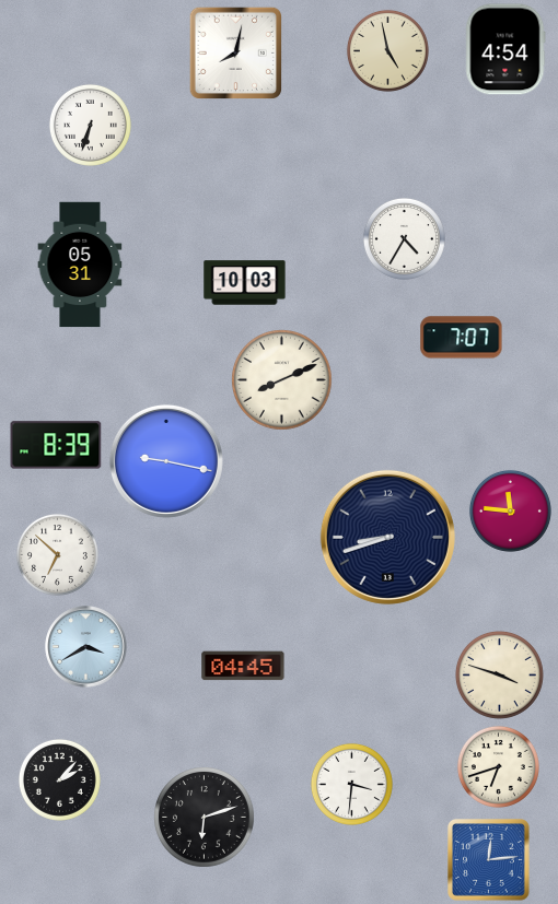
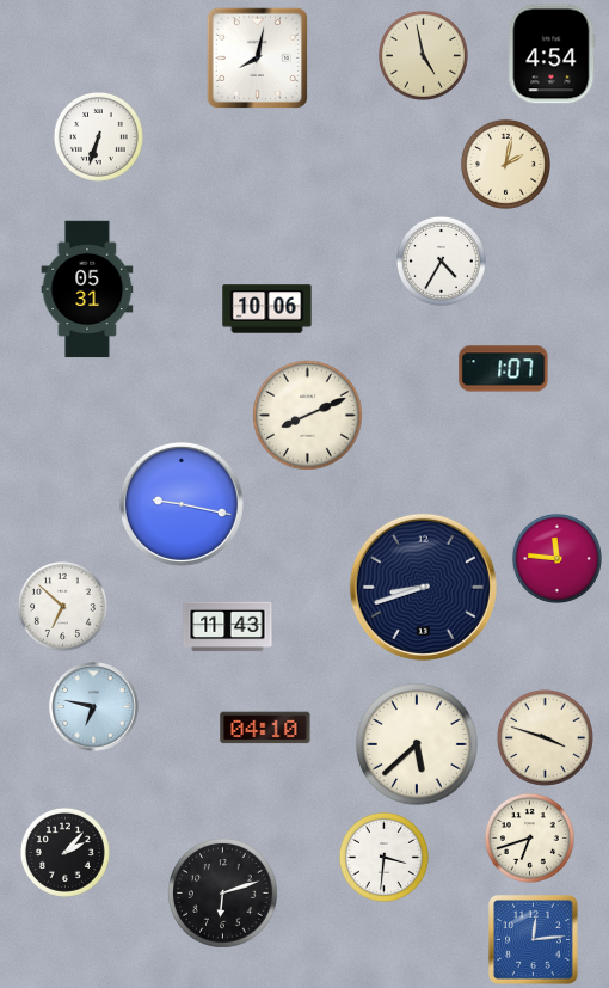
clock at (505, 164): none -> 2:02
clock at (245, 283): 10:03 -> 10:06
clock at (462, 338): 7:07 -> 1:07
clock at (56, 445): 8:39 -> none
clock at (228, 627): none -> 11:43
clock at (86, 647): 3:40 -> 6:47
clock at (243, 666): 04:45 -> 04:10
clock at (417, 744): none -> 5:38
clock at (498, 766) position: (498, 766) -> (529, 837)
